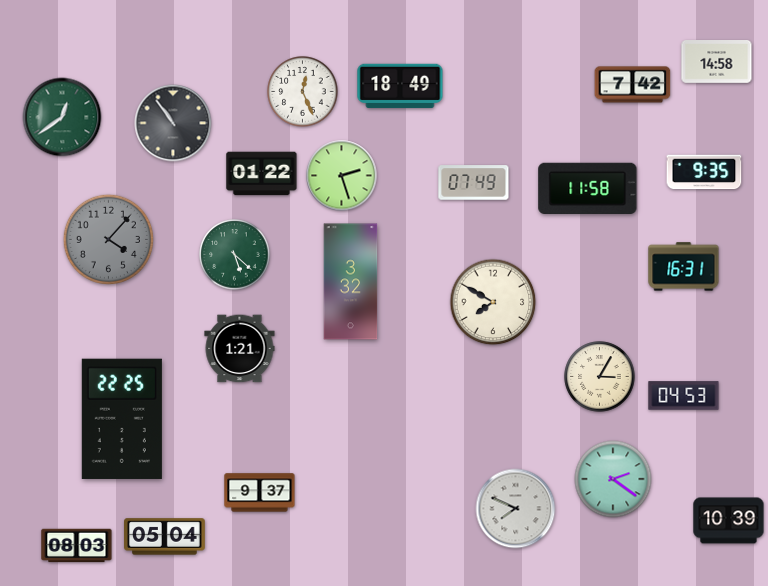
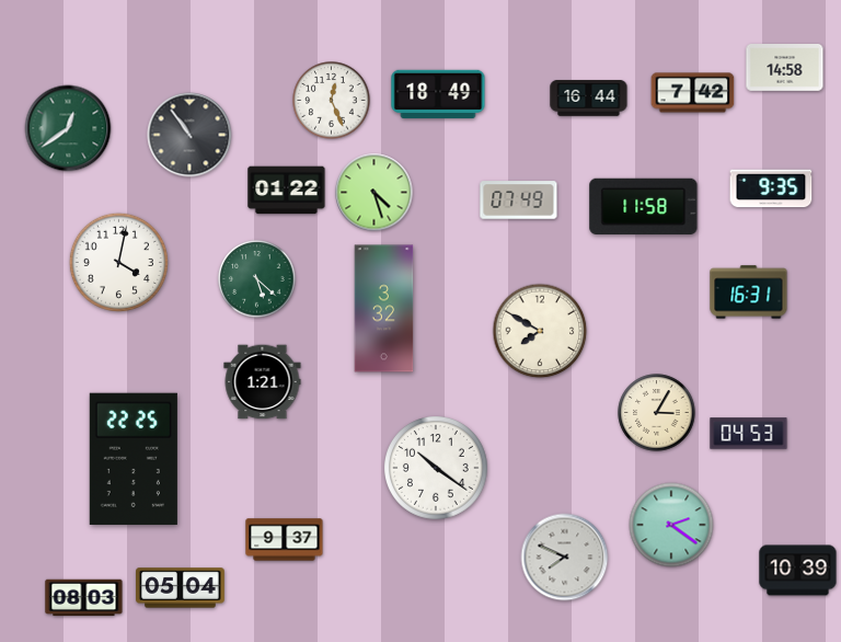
clock at (589, 99): none -> 16:44
clock at (342, 176): 2:27 -> 4:27
clock at (108, 239): 4:07 -> 4:02
clock at (108, 239) dial: grey -> white
clock at (437, 469): none -> 10:21
